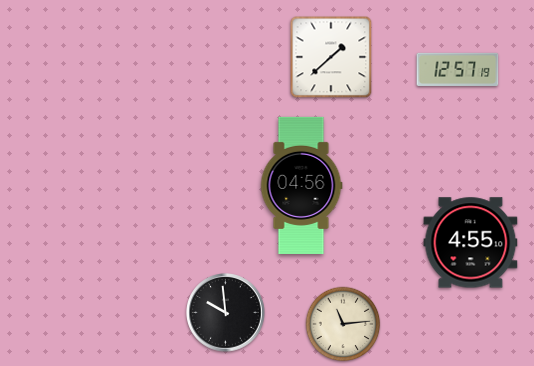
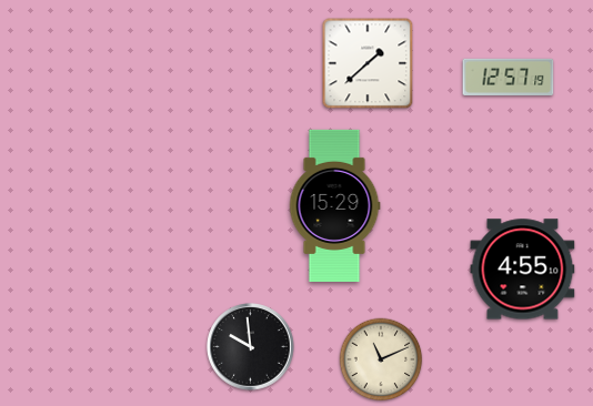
clock at (301, 185): 04:56 -> 15:29
clock at (343, 324): 11:14 -> 11:11
